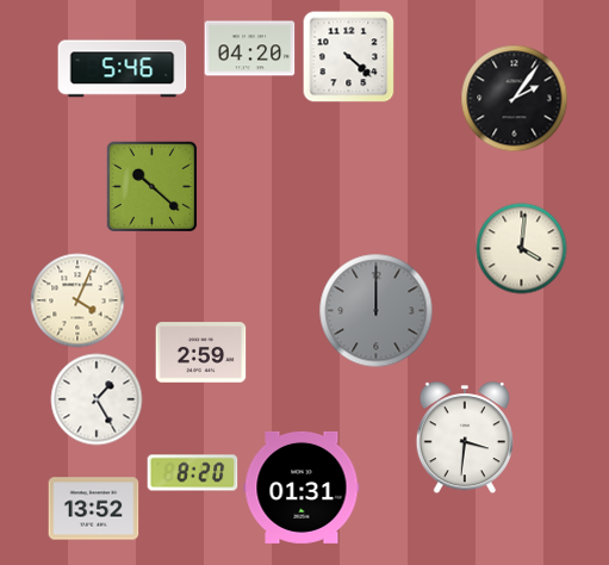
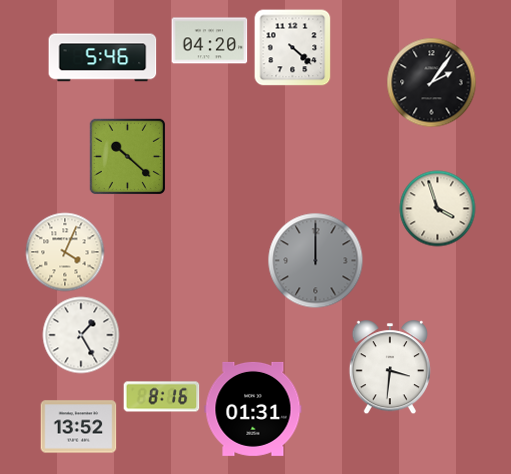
clock at (522, 249): 4:01 -> 3:57
clock at (201, 353): 2:59 -> none
clock at (193, 473): 8:20 -> 8:16
